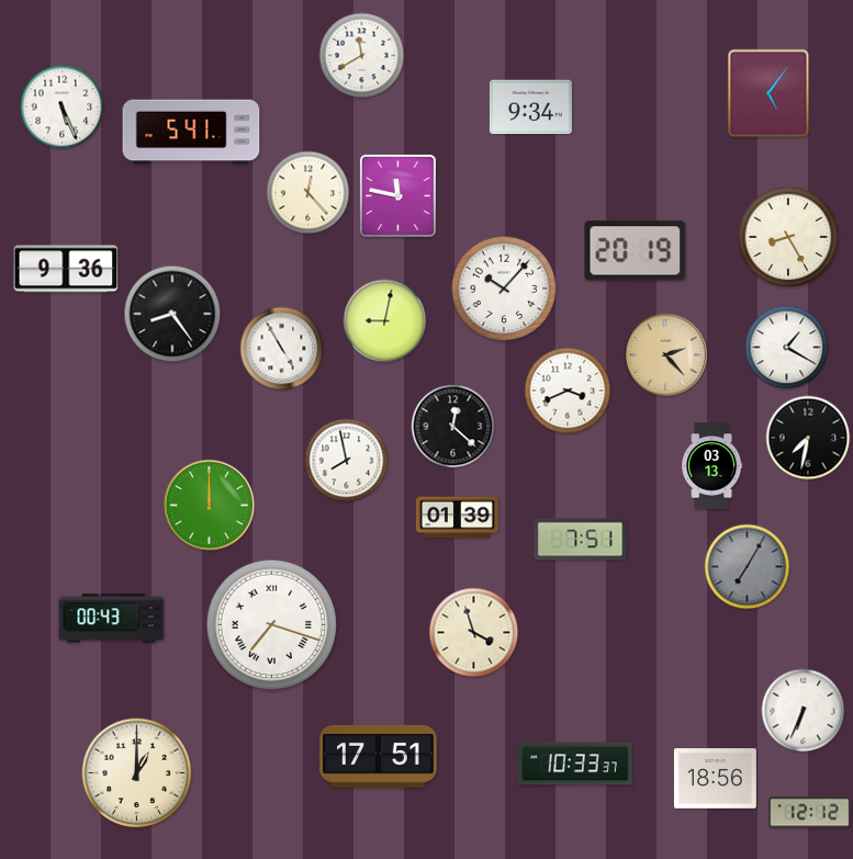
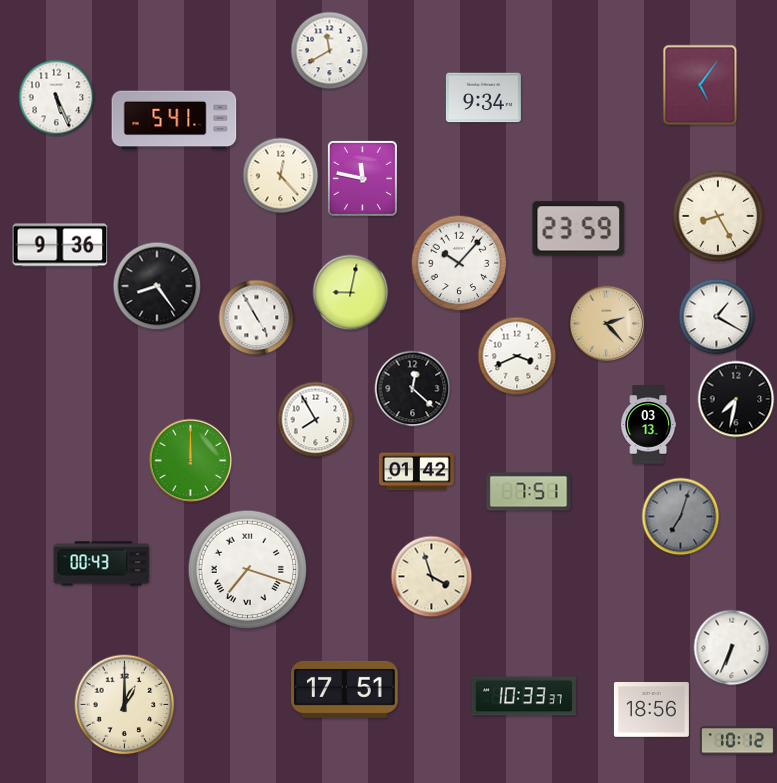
clock at (636, 251): 20:19 -> 23:59
clock at (347, 461): 7:58 -> 7:55
clock at (457, 518): 01:39 -> 01:42
clock at (748, 567): 7:05 -> 7:03
clock at (809, 813): 12:12 -> 10:12
